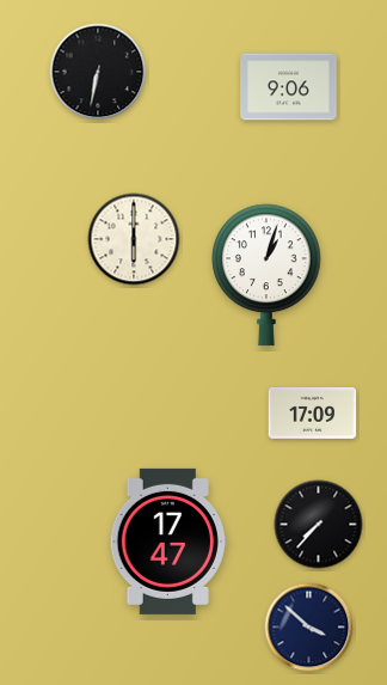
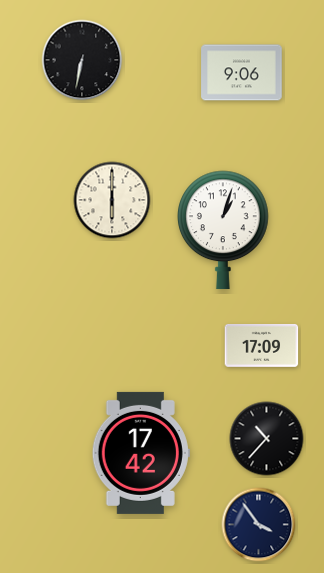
clock at (319, 525): 7:37 -> 10:37
clock at (168, 542): 17:47 -> 17:42
clock at (309, 628): 3:52 -> 3:54
